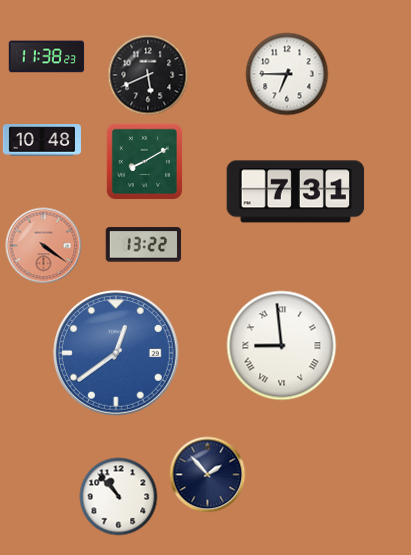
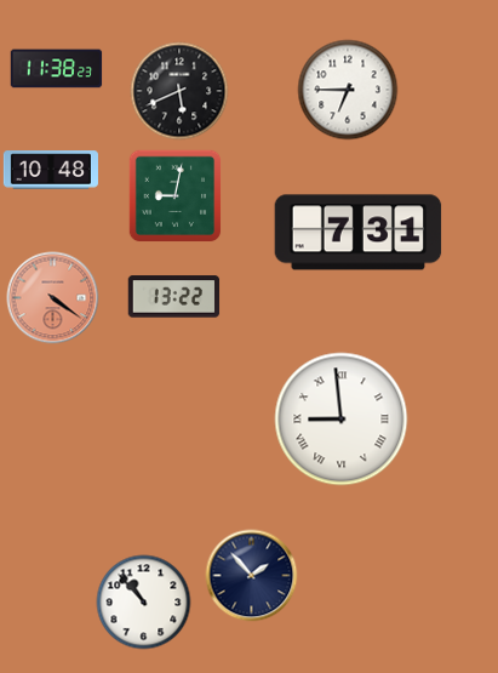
clock at (144, 161): 8:10 -> 9:02
clock at (117, 354): 12:39 -> none
